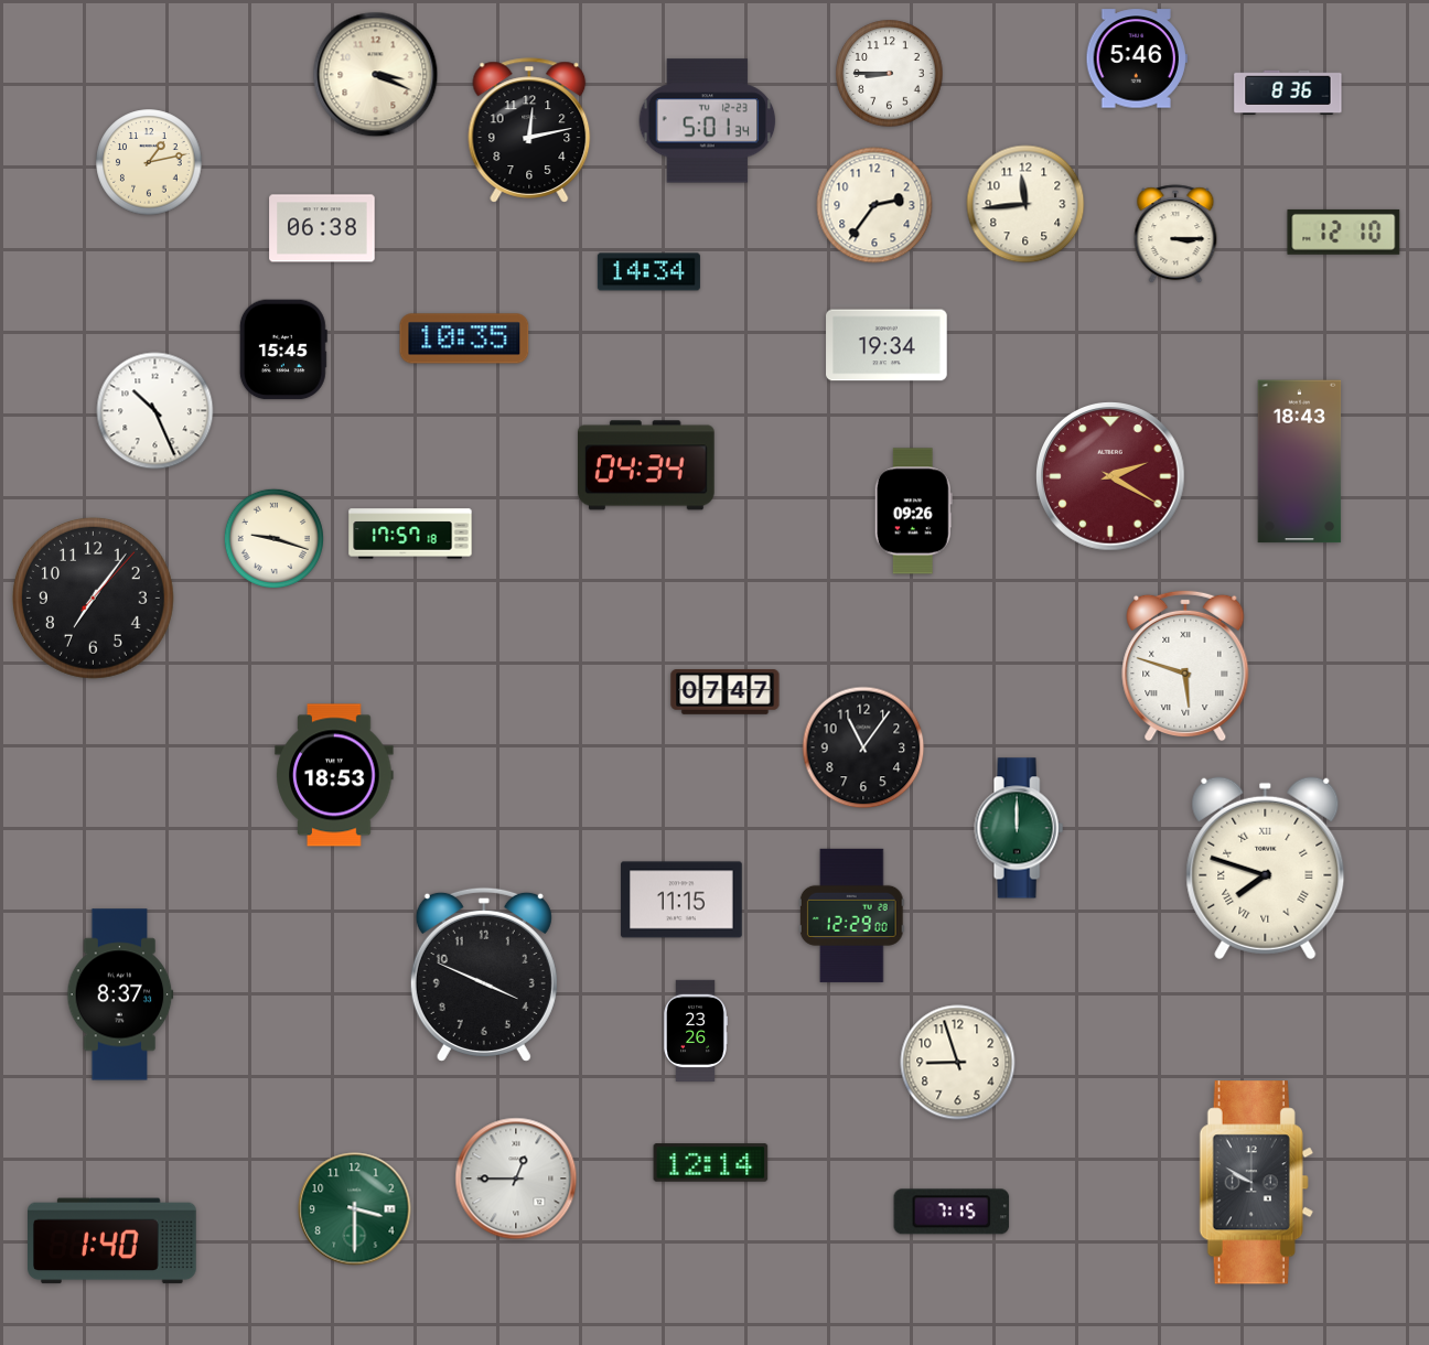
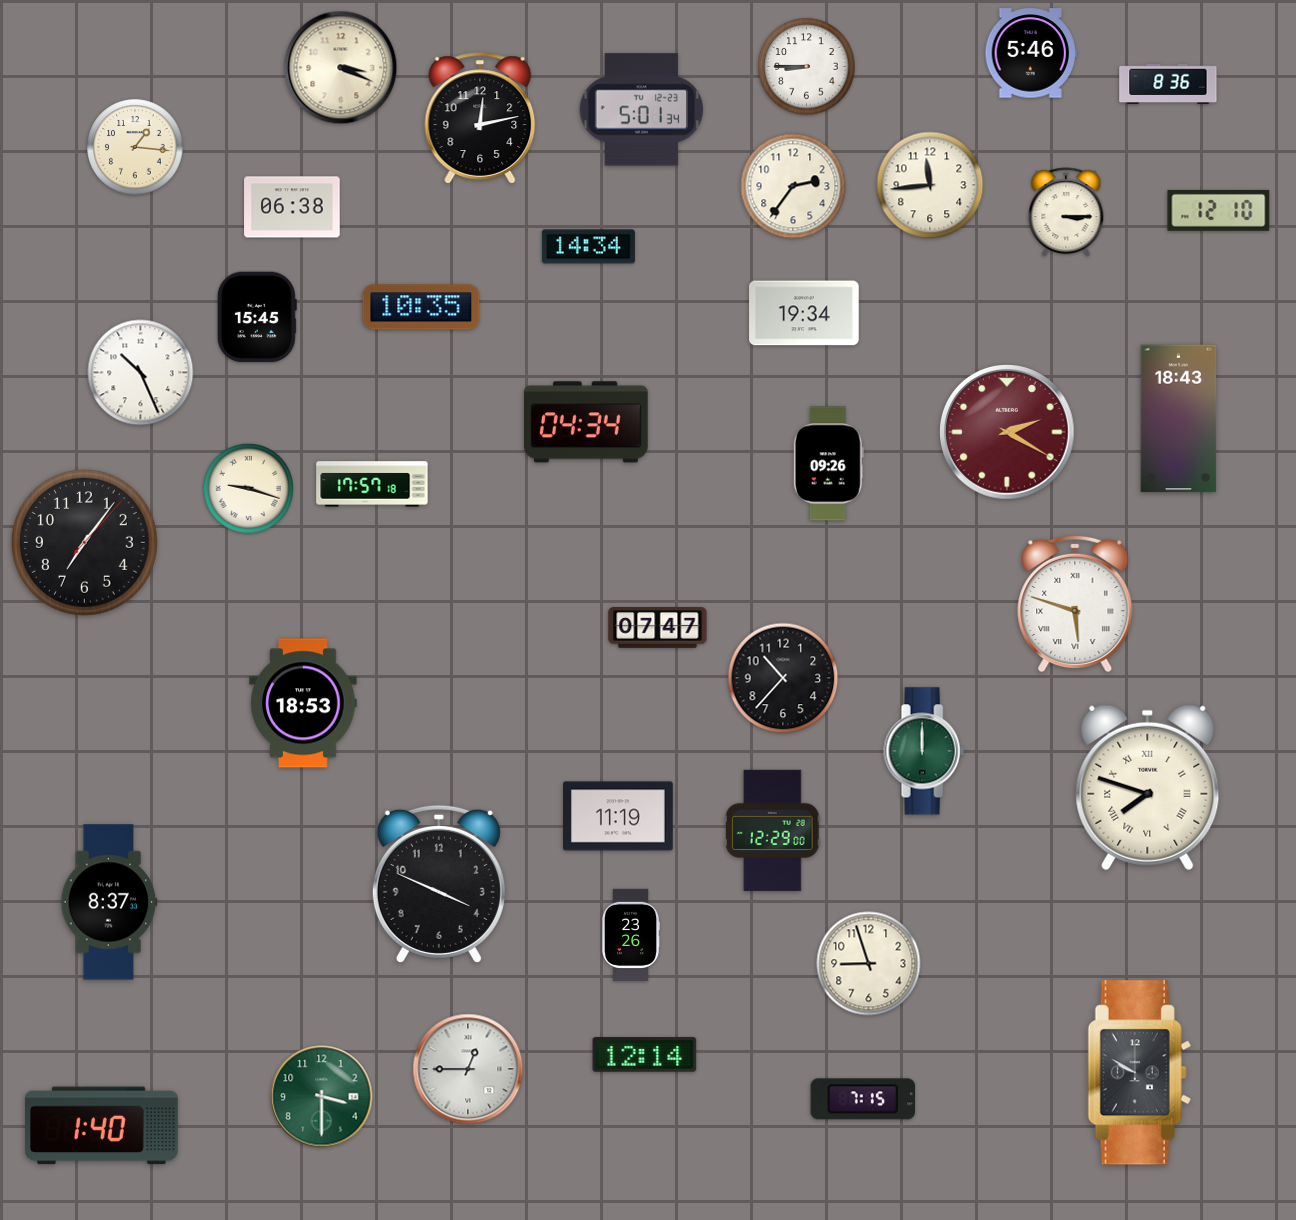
clock at (149, 162): 1:13 -> 1:16
clock at (863, 747): 11:06 -> 10:37
clock at (681, 900): 11:15 -> 11:19
